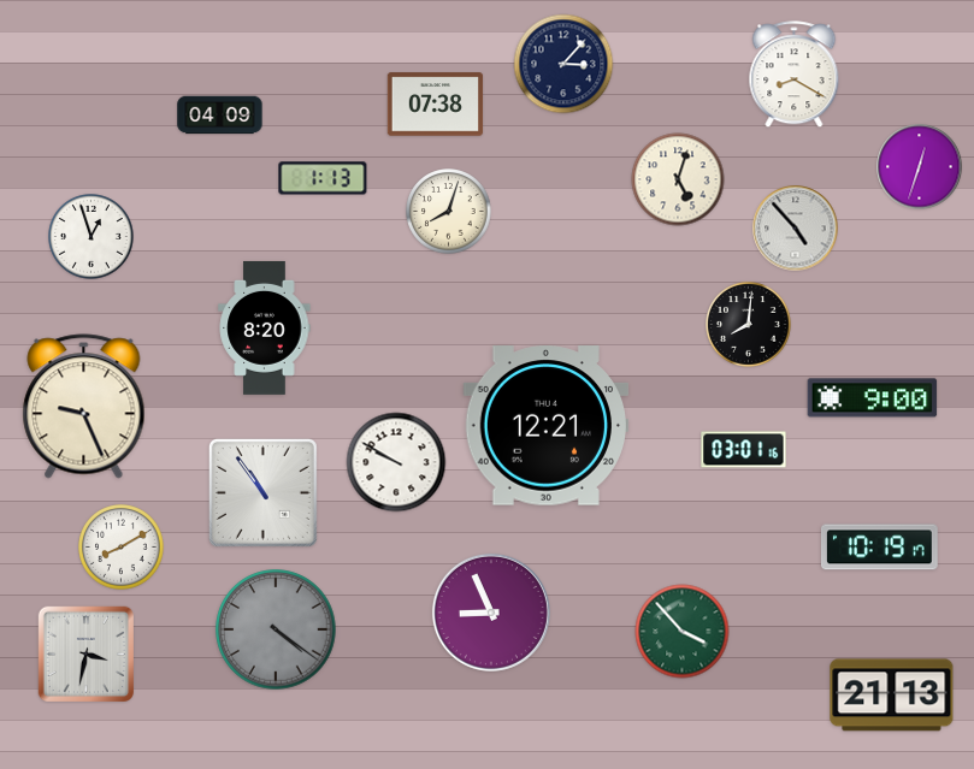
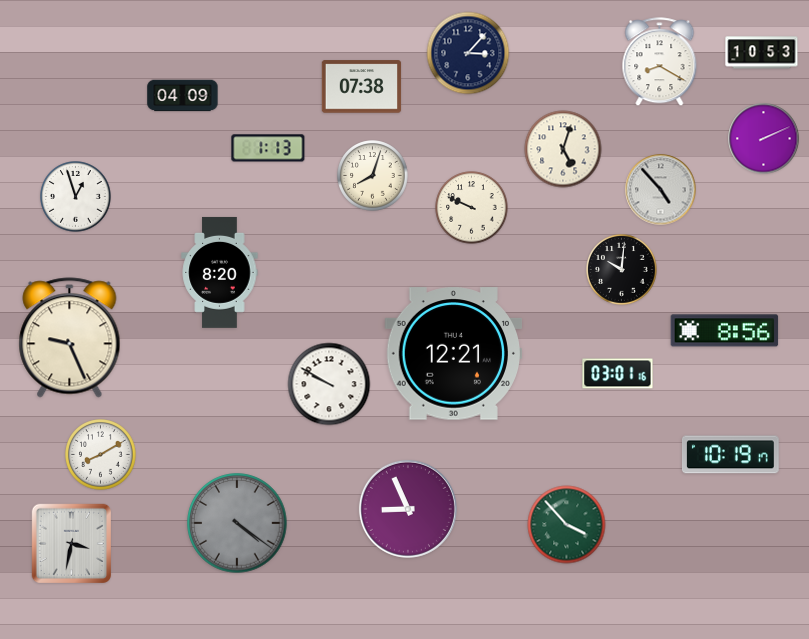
clock at (762, 53): none -> 10:53
clock at (920, 167): 12:33 -> 2:11
clock at (472, 208): none -> 9:49
clock at (749, 325): 8:01 -> 10:01
clock at (873, 398): 9:00 -> 8:56
clock at (262, 492): 10:54 -> none
clock at (276, 629) position: (276, 629) -> (237, 523)
clock at (892, 696): 21:13 -> none
